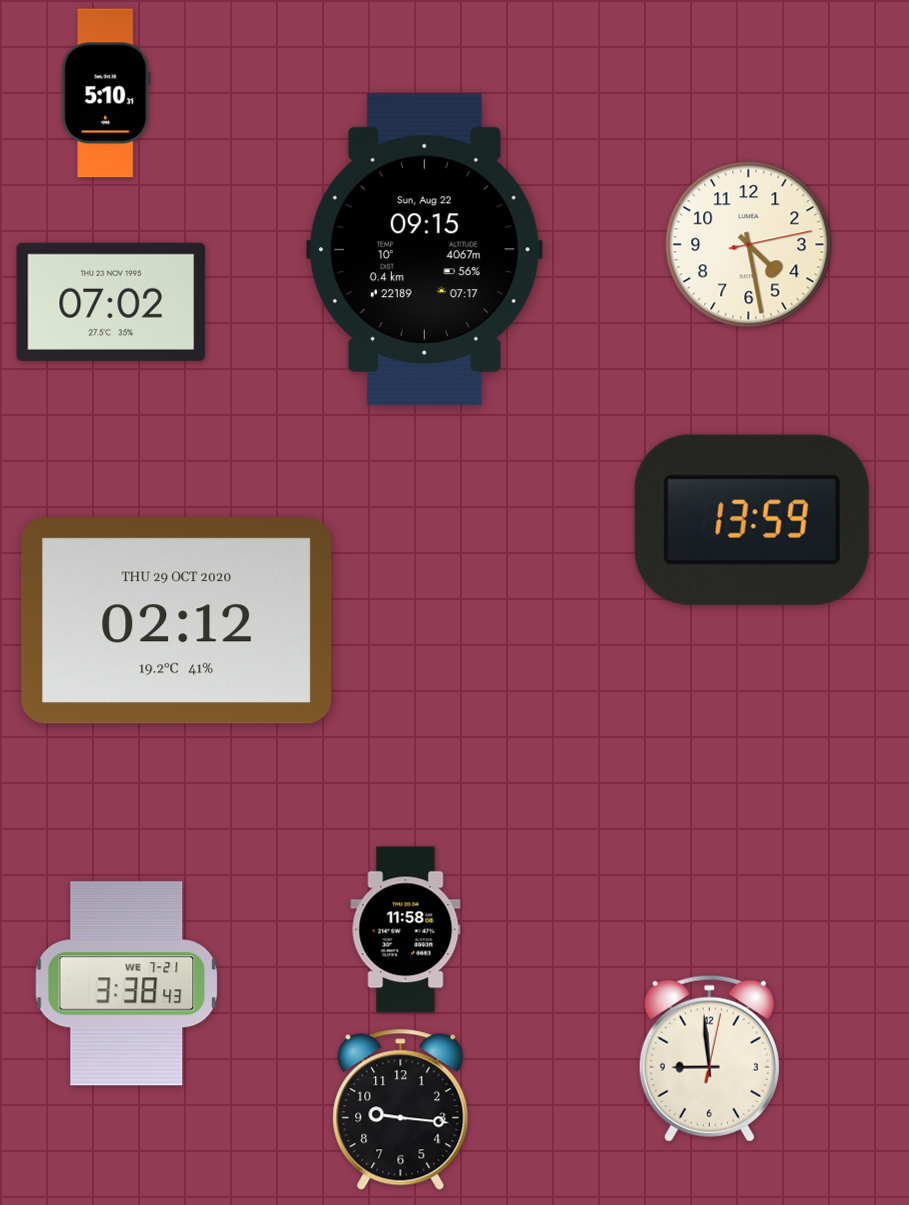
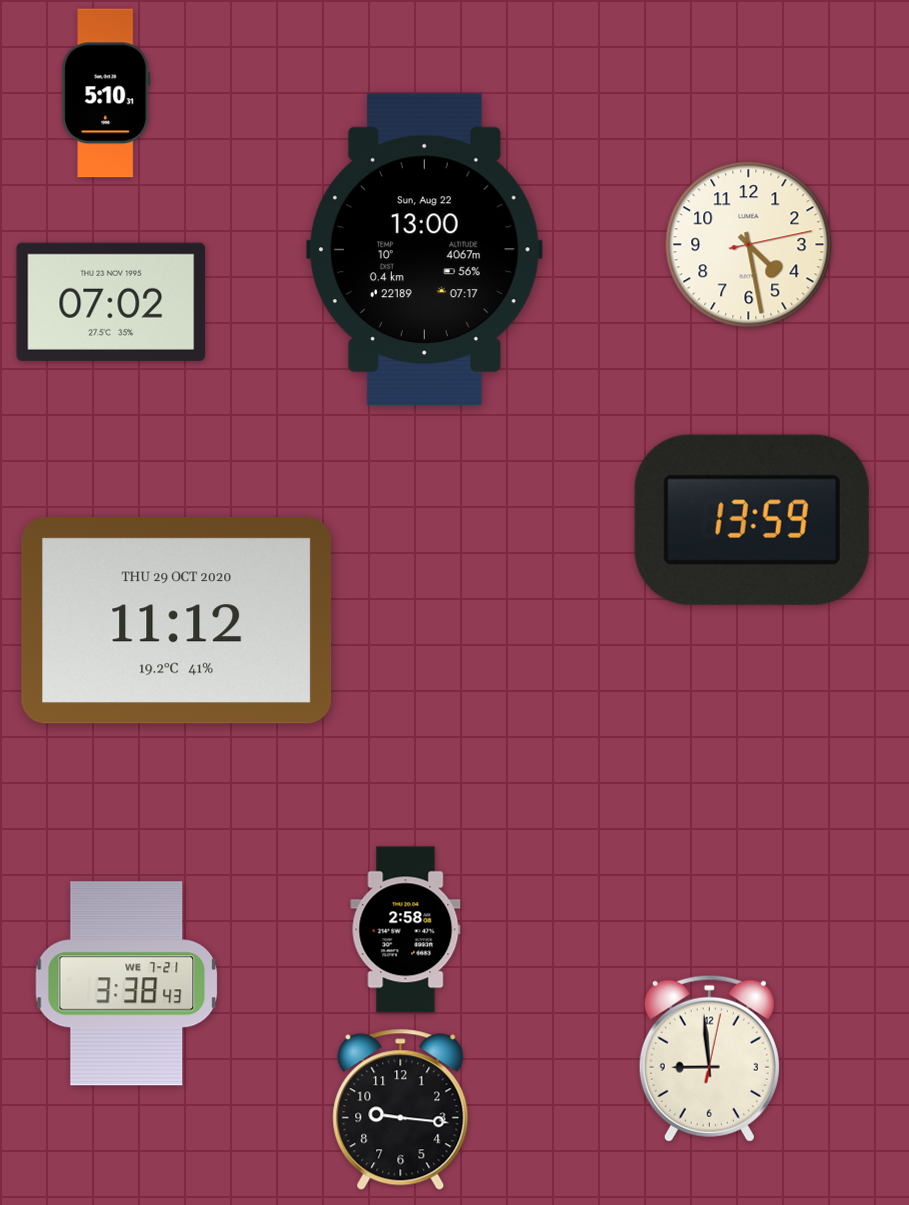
clock at (424, 250): 09:15 -> 13:00
clock at (177, 621): 02:12 -> 11:12
clock at (406, 930): 11:58 -> 2:58
